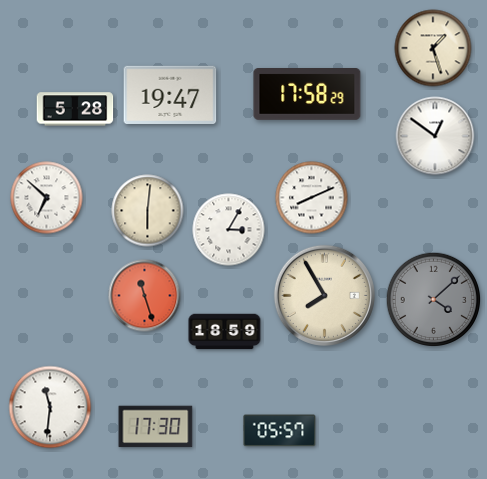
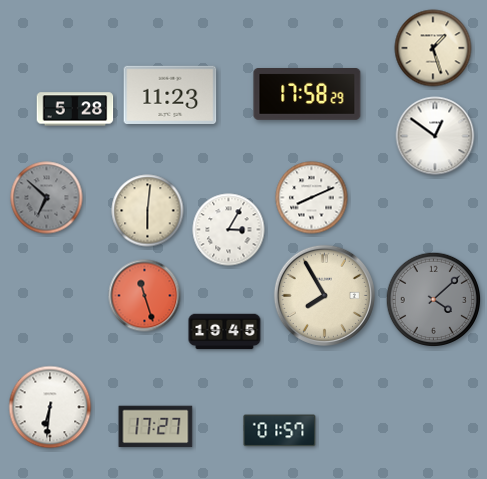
clock at (170, 95): 19:47 -> 11:23
clock at (47, 198) dial: white -> grey
clock at (225, 332): 18:59 -> 19:45
clock at (50, 407): 11:31 -> 6:31
clock at (156, 427): 17:30 -> 17:27
clock at (280, 431): 05:57 -> 01:57
